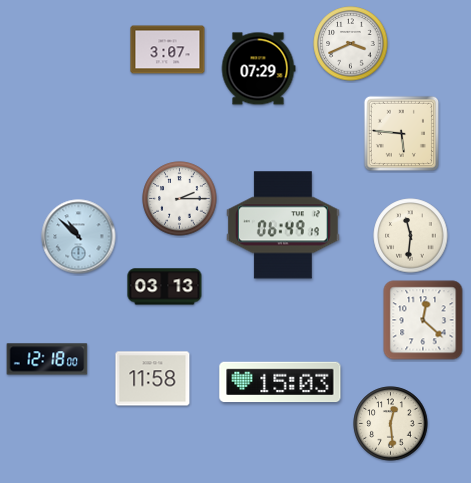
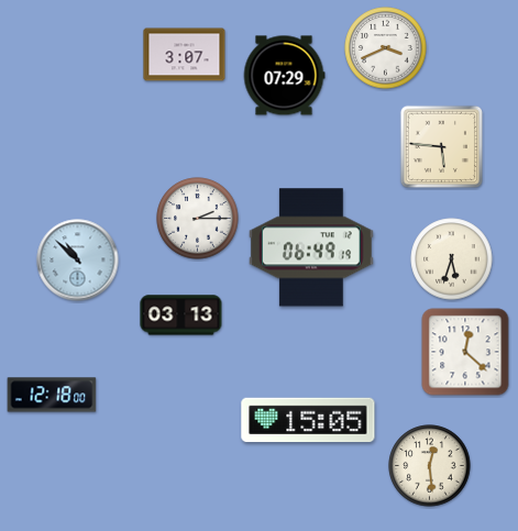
clock at (411, 236): 11:31 -> 5:33
clock at (79, 237) position: (79, 237) -> (78, 261)
clock at (153, 379): 11:58 -> none
clock at (280, 382): 15:03 -> 15:05
